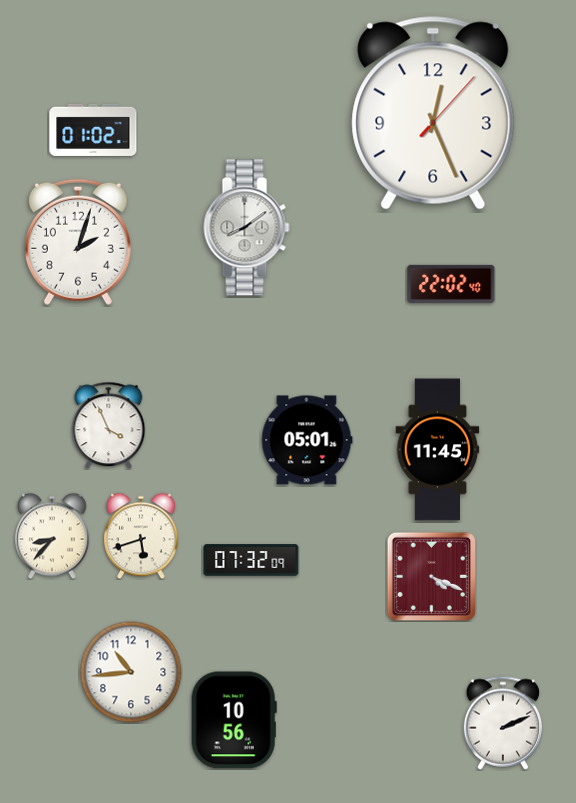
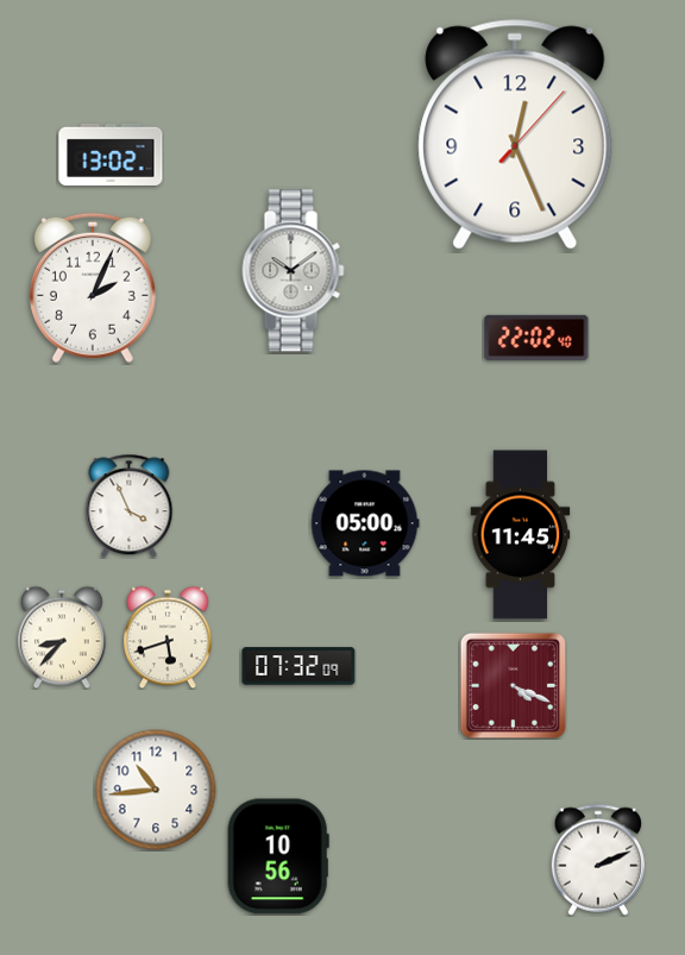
clock at (93, 130): 01:02 -> 13:02
clock at (247, 228): 8:09 -> 10:09
clock at (78, 242): 2:03 -> 2:04
clock at (307, 440): 05:01 -> 05:00
clock at (131, 672) position: (131, 672) -> (156, 790)
